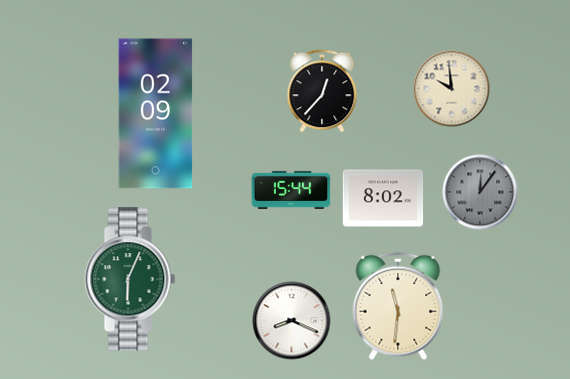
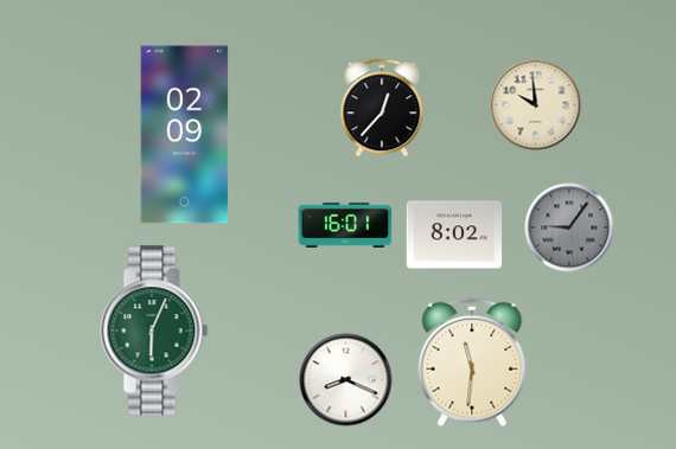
clock at (291, 190): 15:44 -> 16:01
clock at (480, 192): 12:06 -> 9:06
